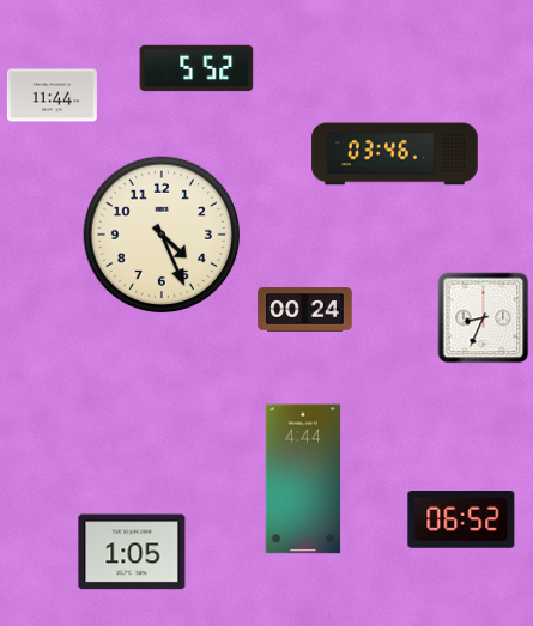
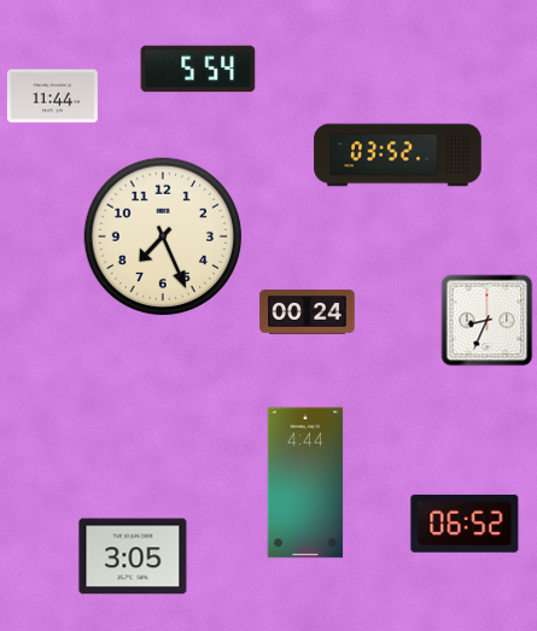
clock at (196, 68): 5:52 -> 5:54
clock at (395, 154): 03:46 -> 03:52
clock at (162, 235): 4:26 -> 7:26
clock at (132, 552): 1:05 -> 3:05
